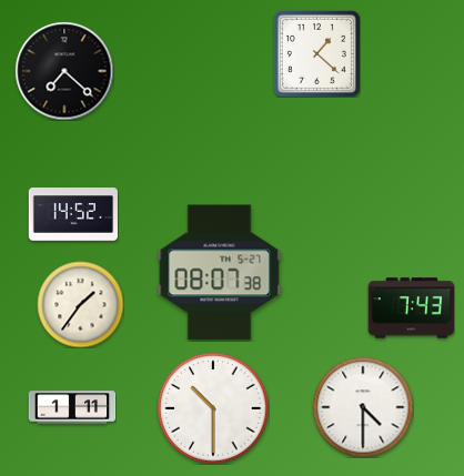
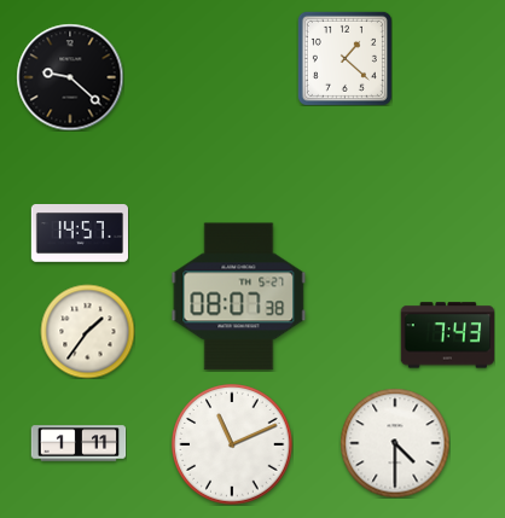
clock at (64, 71): 7:22 -> 9:22
clock at (72, 215): 14:52 -> 14:57
clock at (213, 408): 10:30 -> 11:11
